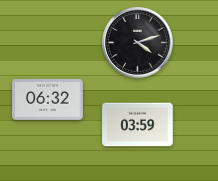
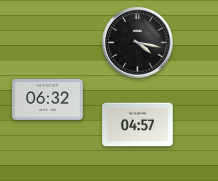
clock at (138, 43): 4:12 -> 4:17
clock at (138, 125): 03:59 -> 04:57
